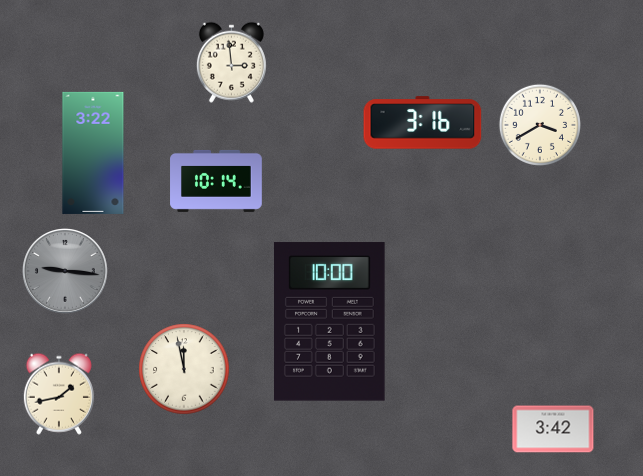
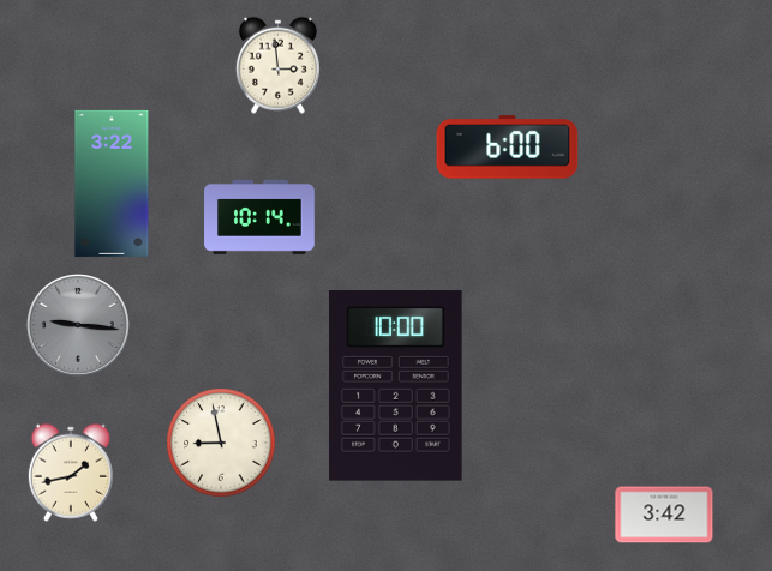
clock at (231, 62) position: (231, 62) -> (277, 65)
clock at (423, 123): 3:16 -> 6:00
clock at (540, 125): 3:40 -> none
clock at (184, 369): 11:58 -> 8:58
